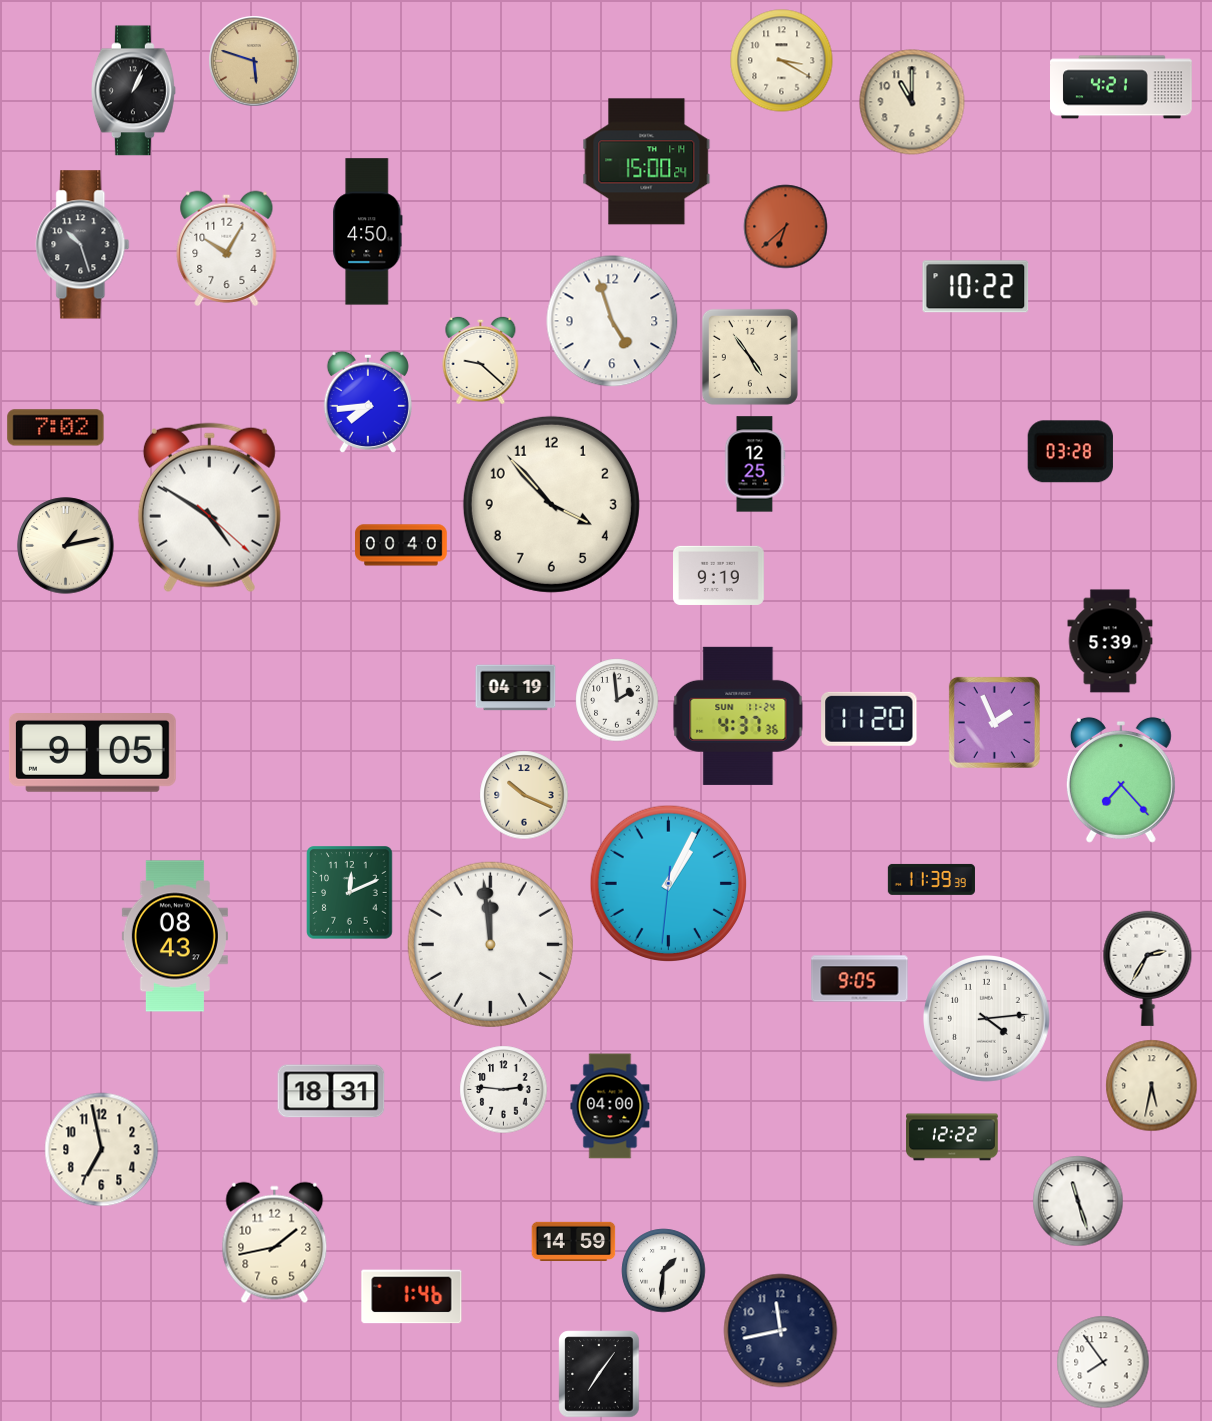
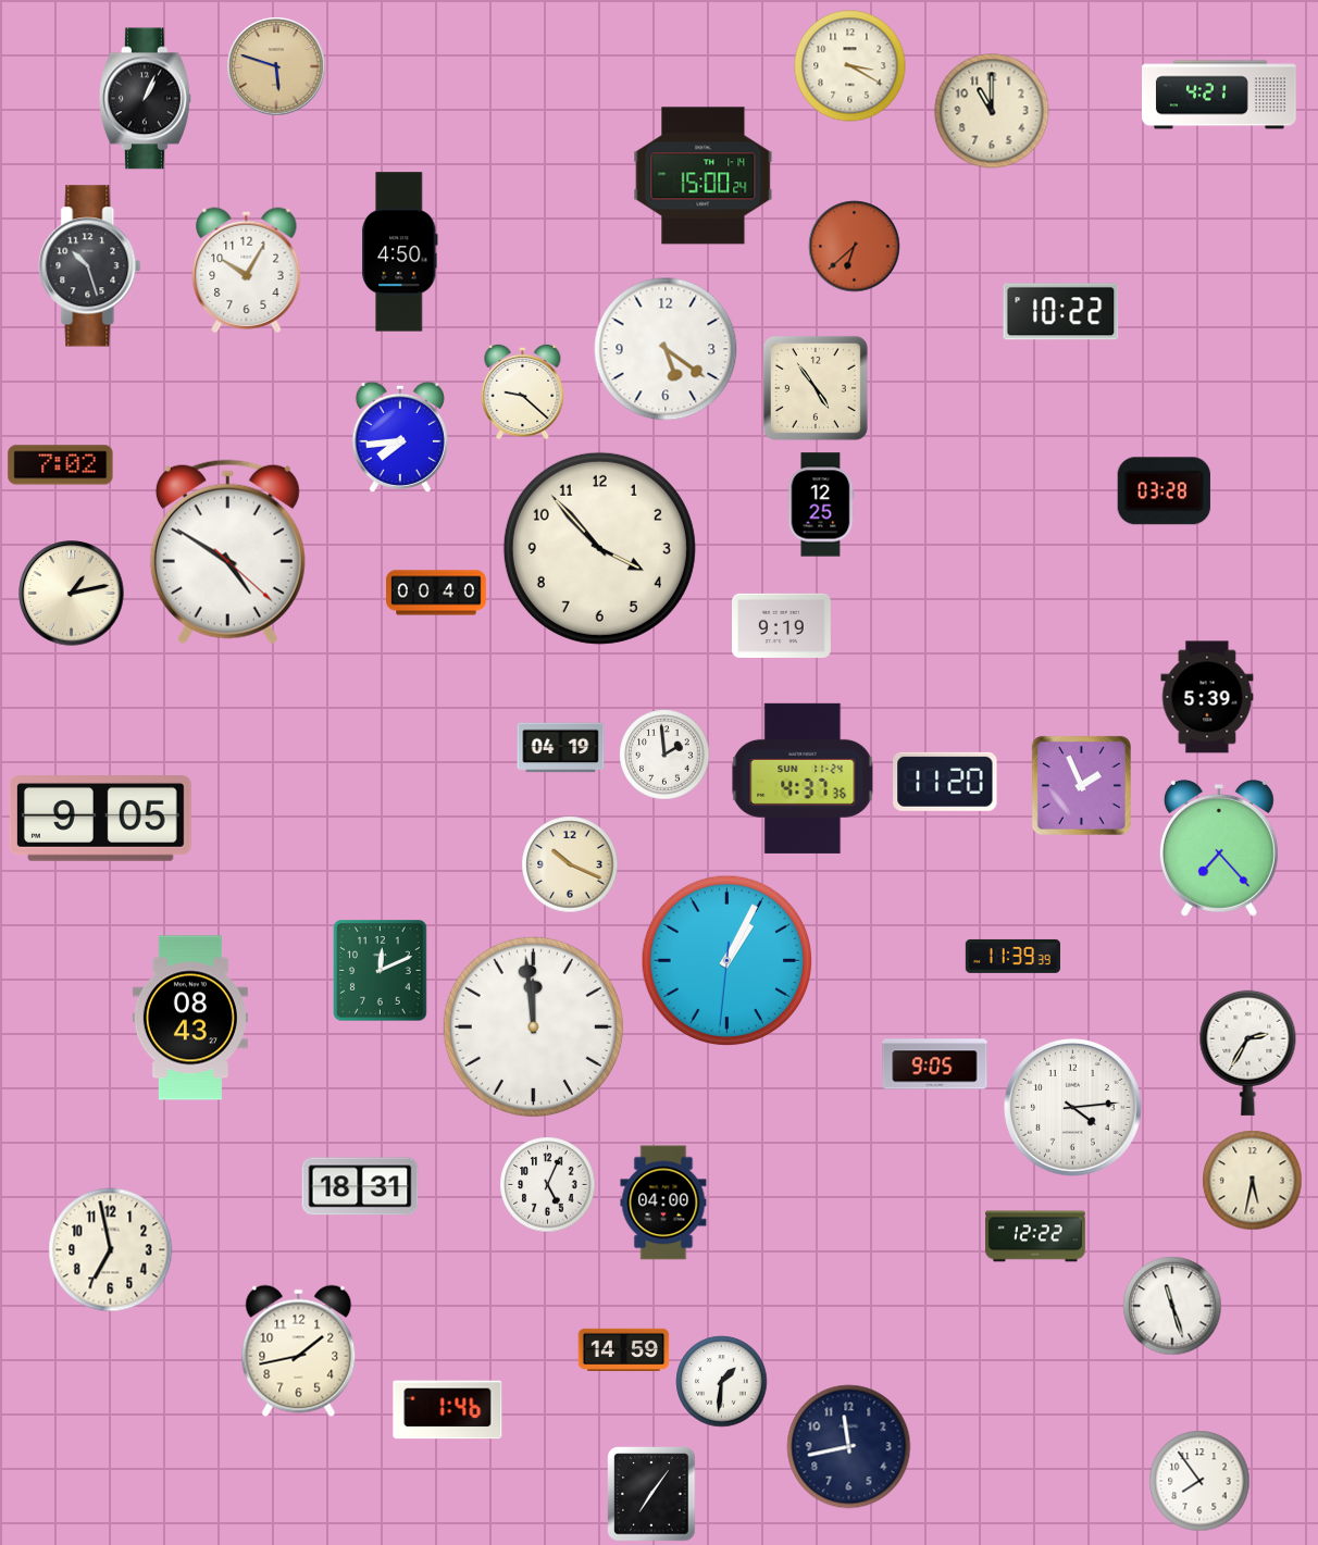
clock at (612, 321): 4:57 -> 5:21
clock at (617, 700) position: (617, 700) -> (664, 755)
clock at (504, 1090): 2:46 -> 5:04
